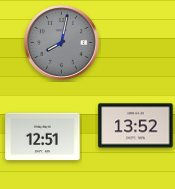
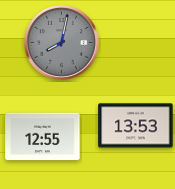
clock at (136, 126): 13:52 -> 13:53
clock at (43, 137): 12:51 -> 12:55
